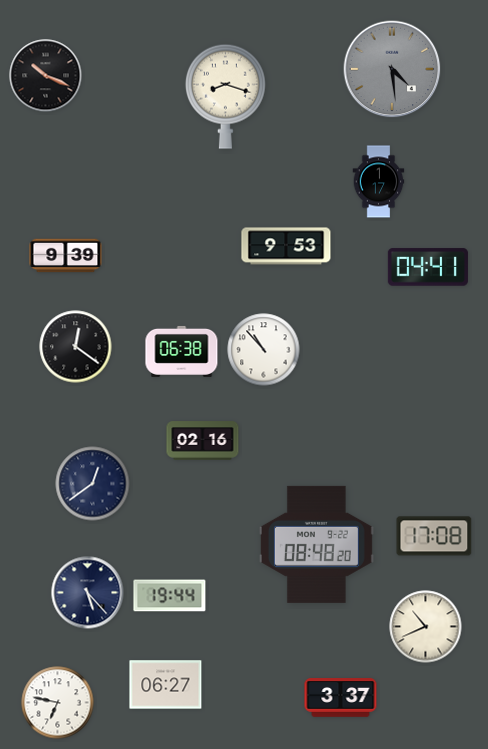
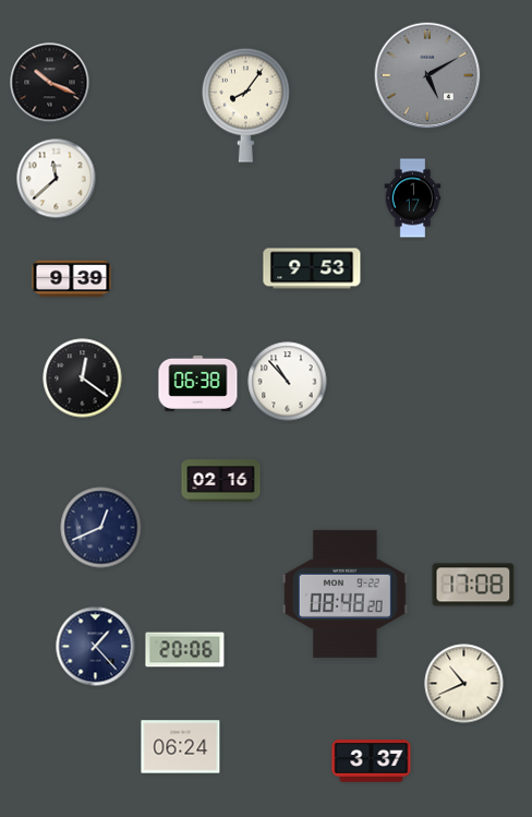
clock at (392, 69): 4:29 -> 5:10
clock at (225, 96): 8:18 -> 8:06
clock at (57, 179): none -> 11:38
clock at (428, 267): 04:41 -> none
clock at (93, 484): 12:39 -> 12:41
clock at (88, 593): 5:23 -> 1:23
clock at (170, 596): 19:44 -> 20:06
clock at (166, 685): 06:27 -> 06:24
clock at (58, 703): 6:47 -> none
